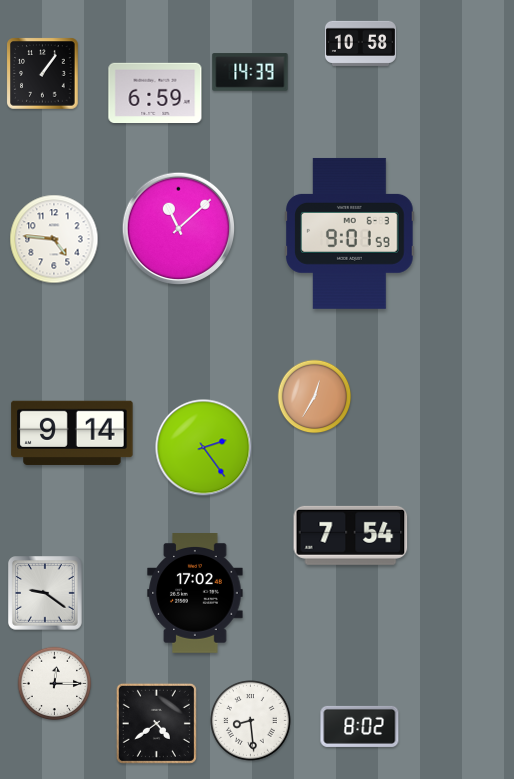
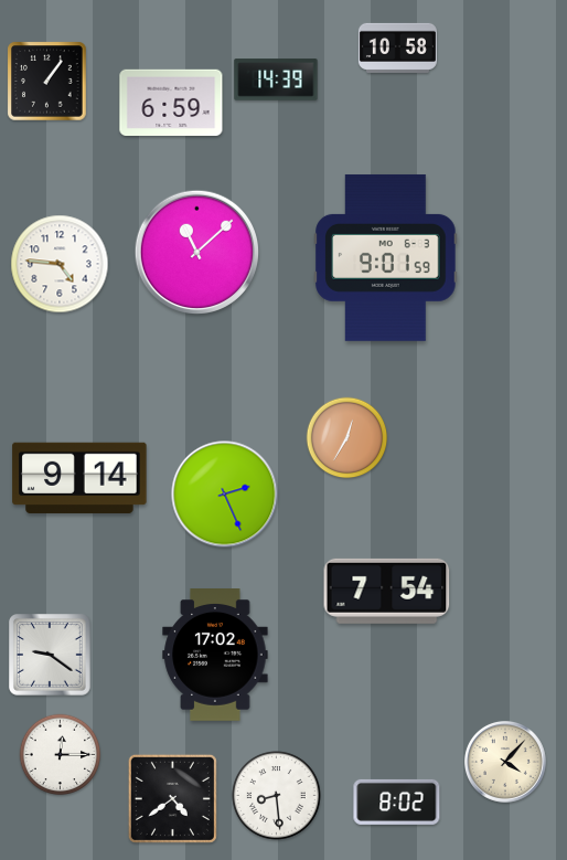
clock at (204, 448): 2:24 -> 2:26
clock at (505, 762): none -> 4:07
